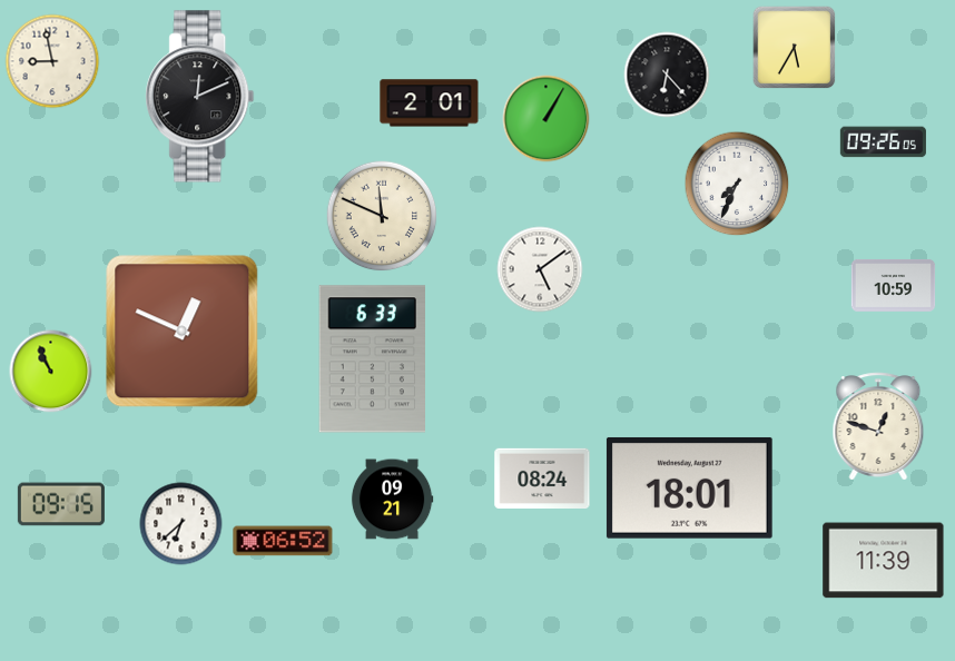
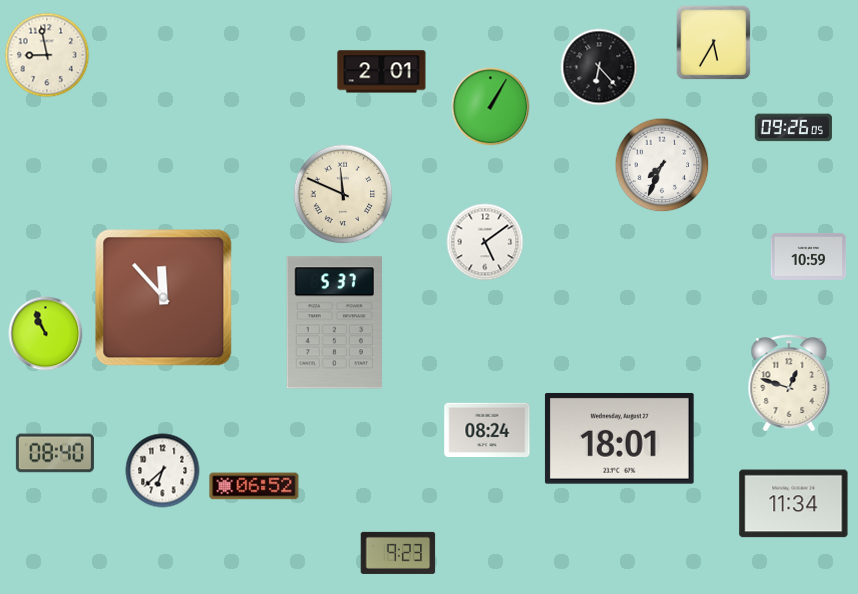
clock at (200, 97): 12:11 -> none
clock at (430, 103) position: (430, 103) -> (382, 72)
clock at (894, 285) position: (894, 285) -> (809, 256)
clock at (183, 332): 12:49 -> 11:53
clock at (372, 359): 6:33 -> 5:37
clock at (392, 500): 09:21 -> none
clock at (61, 504): 09:15 -> 08:40
clock at (884, 561): 11:39 -> 11:34
clock at (398, 553): none -> 9:23
